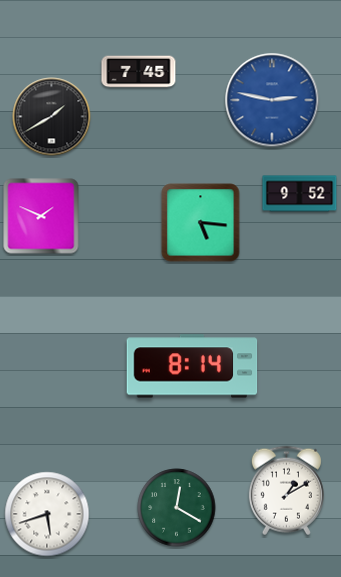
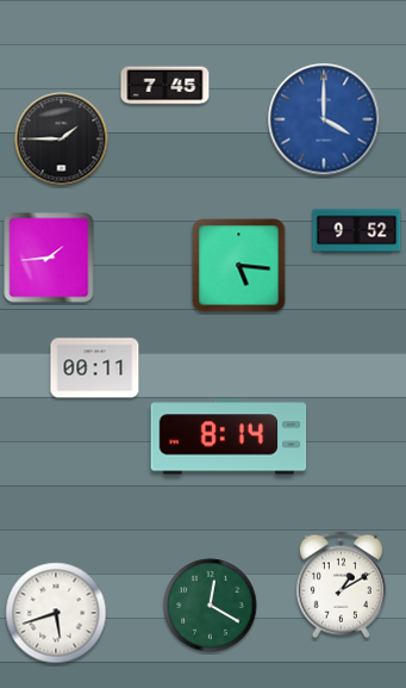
clock at (272, 100): 2:47 -> 4:00
clock at (52, 117): 1:40 -> 1:45
clock at (41, 216): 1:49 -> 1:44
clock at (95, 368): none -> 00:11
